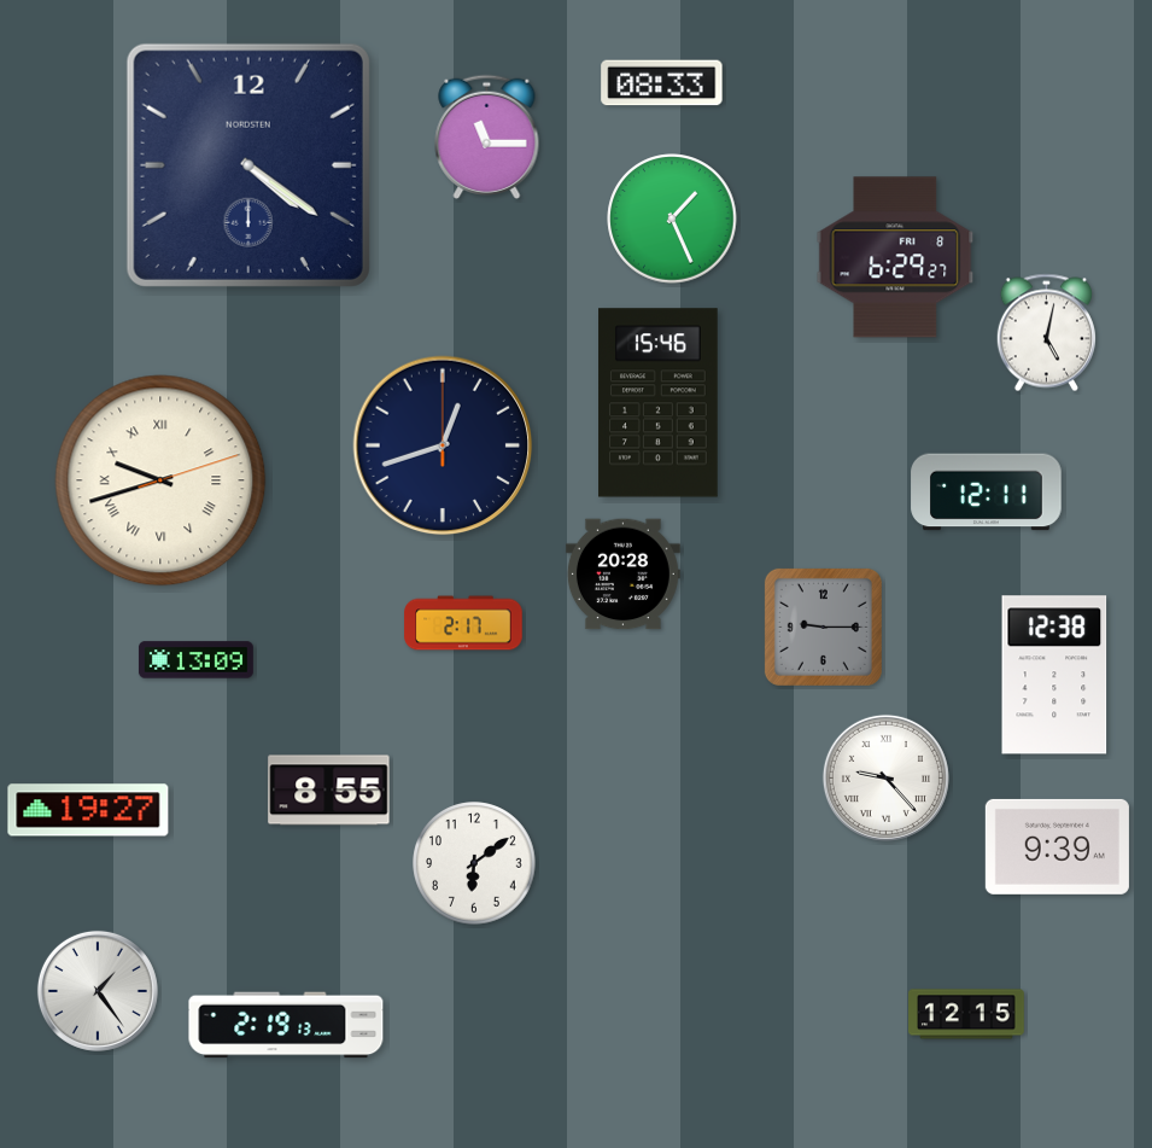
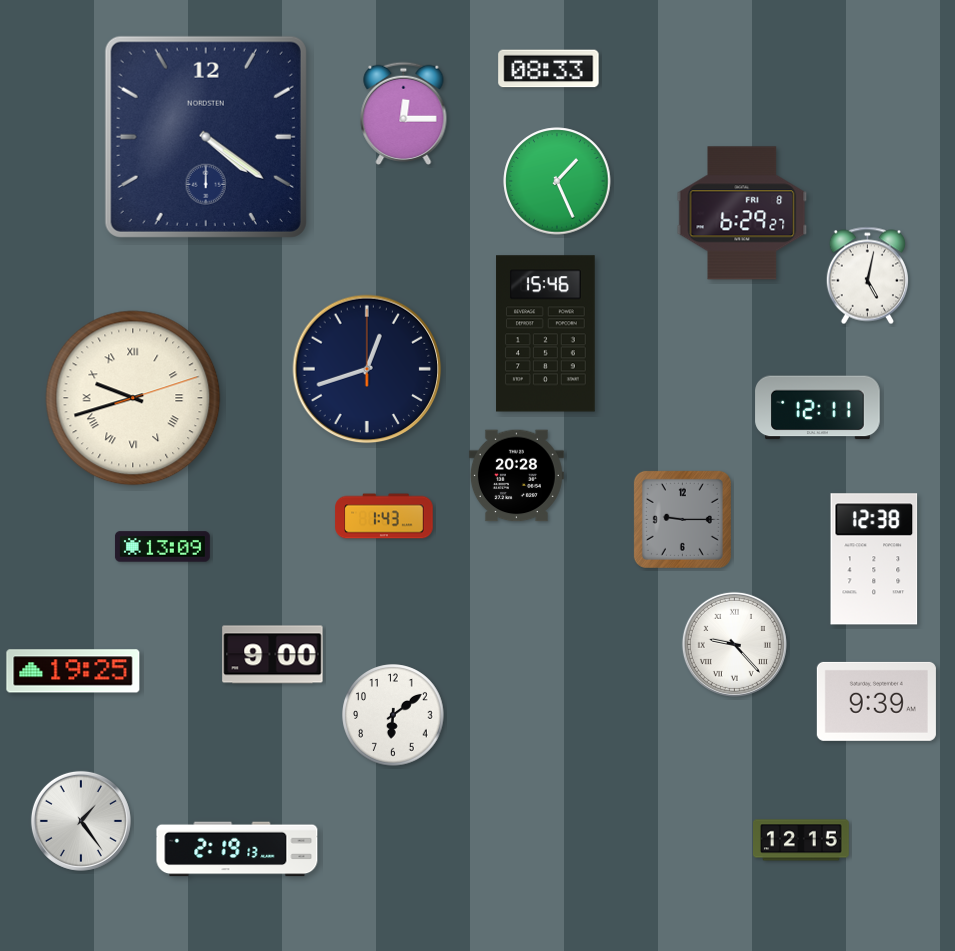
clock at (487, 136): 11:15 -> 12:15
clock at (463, 623): 2:17 -> 1:43
clock at (329, 791): 8:55 -> 9:00
clock at (88, 810): 19:27 -> 19:25
